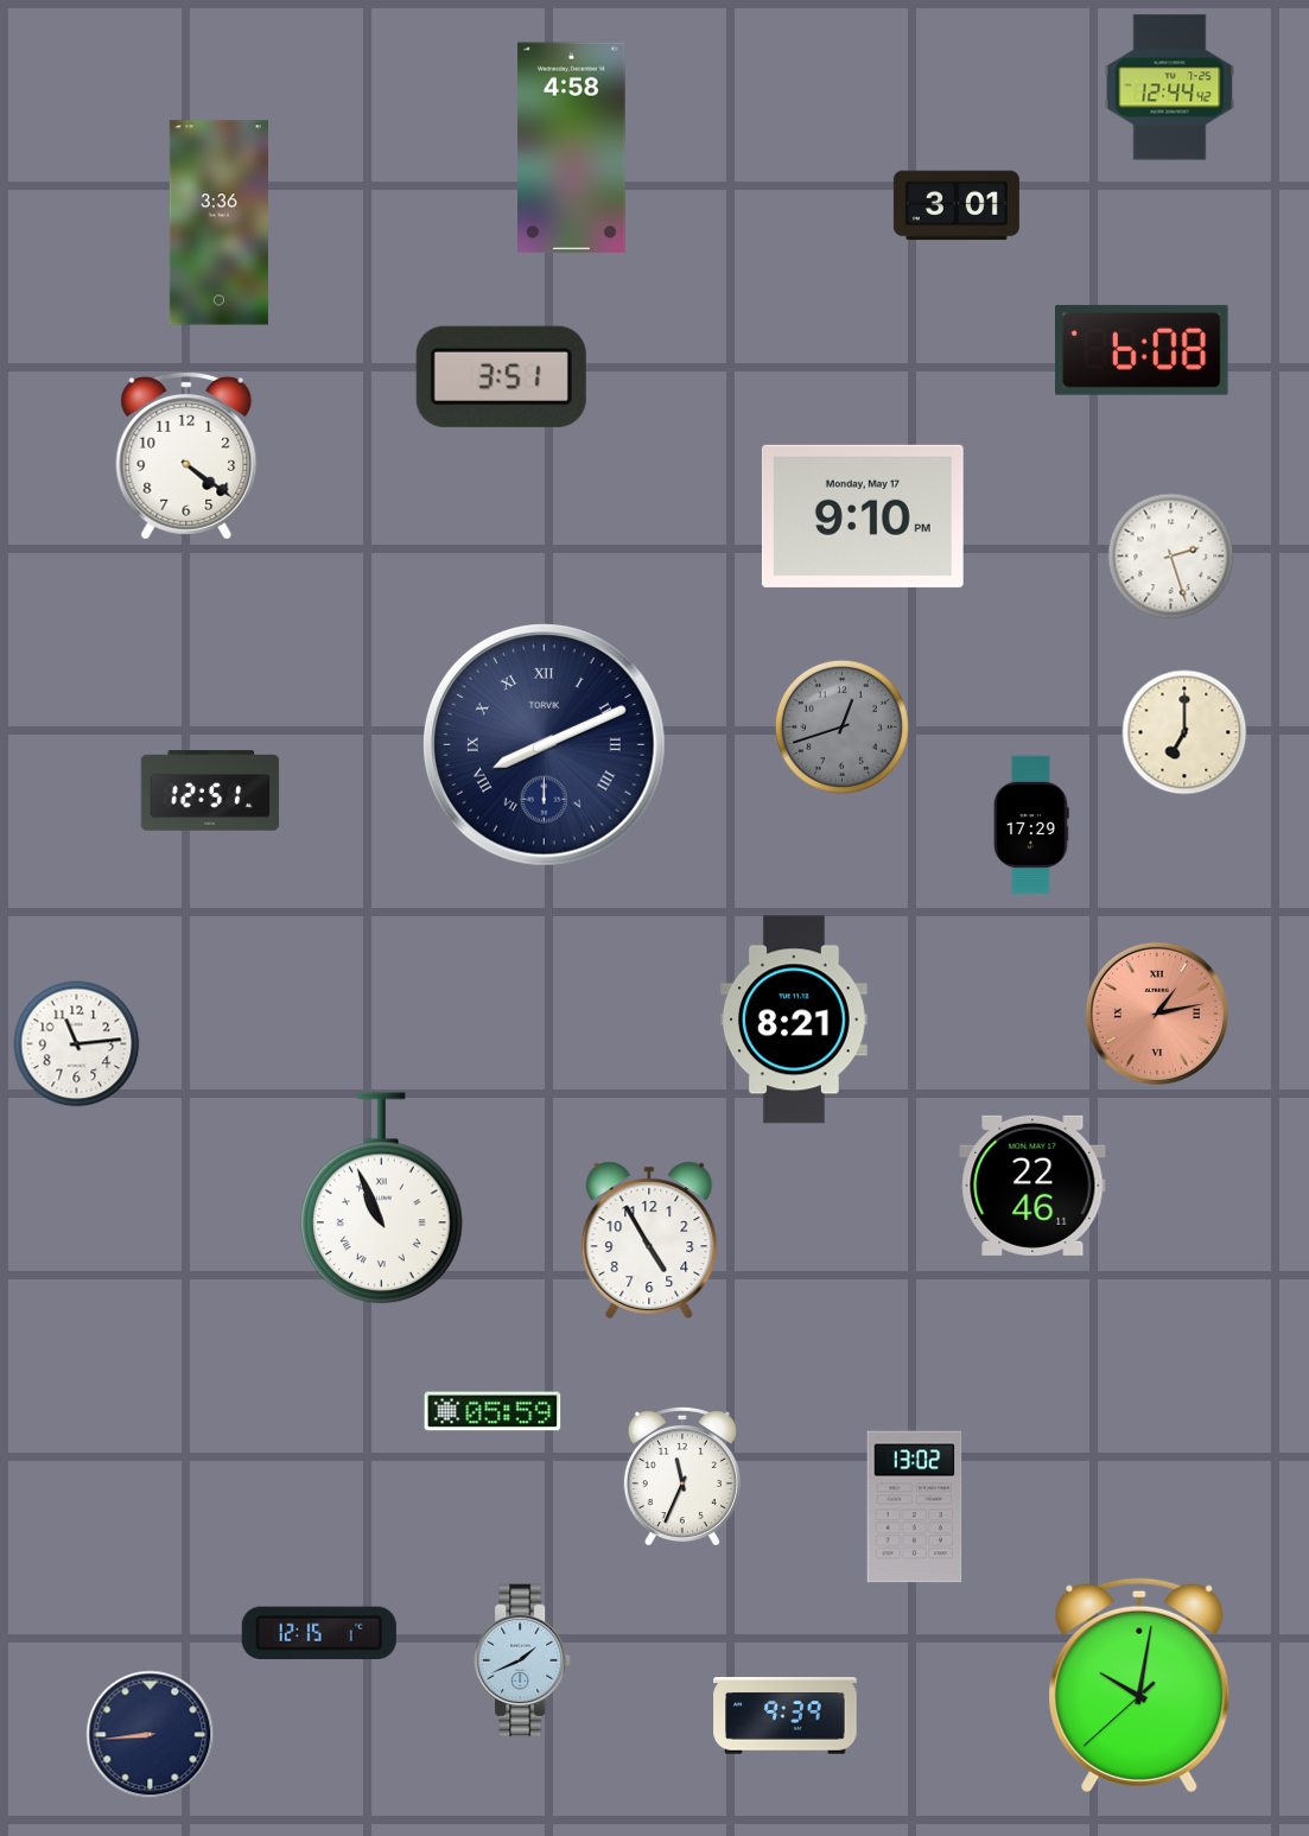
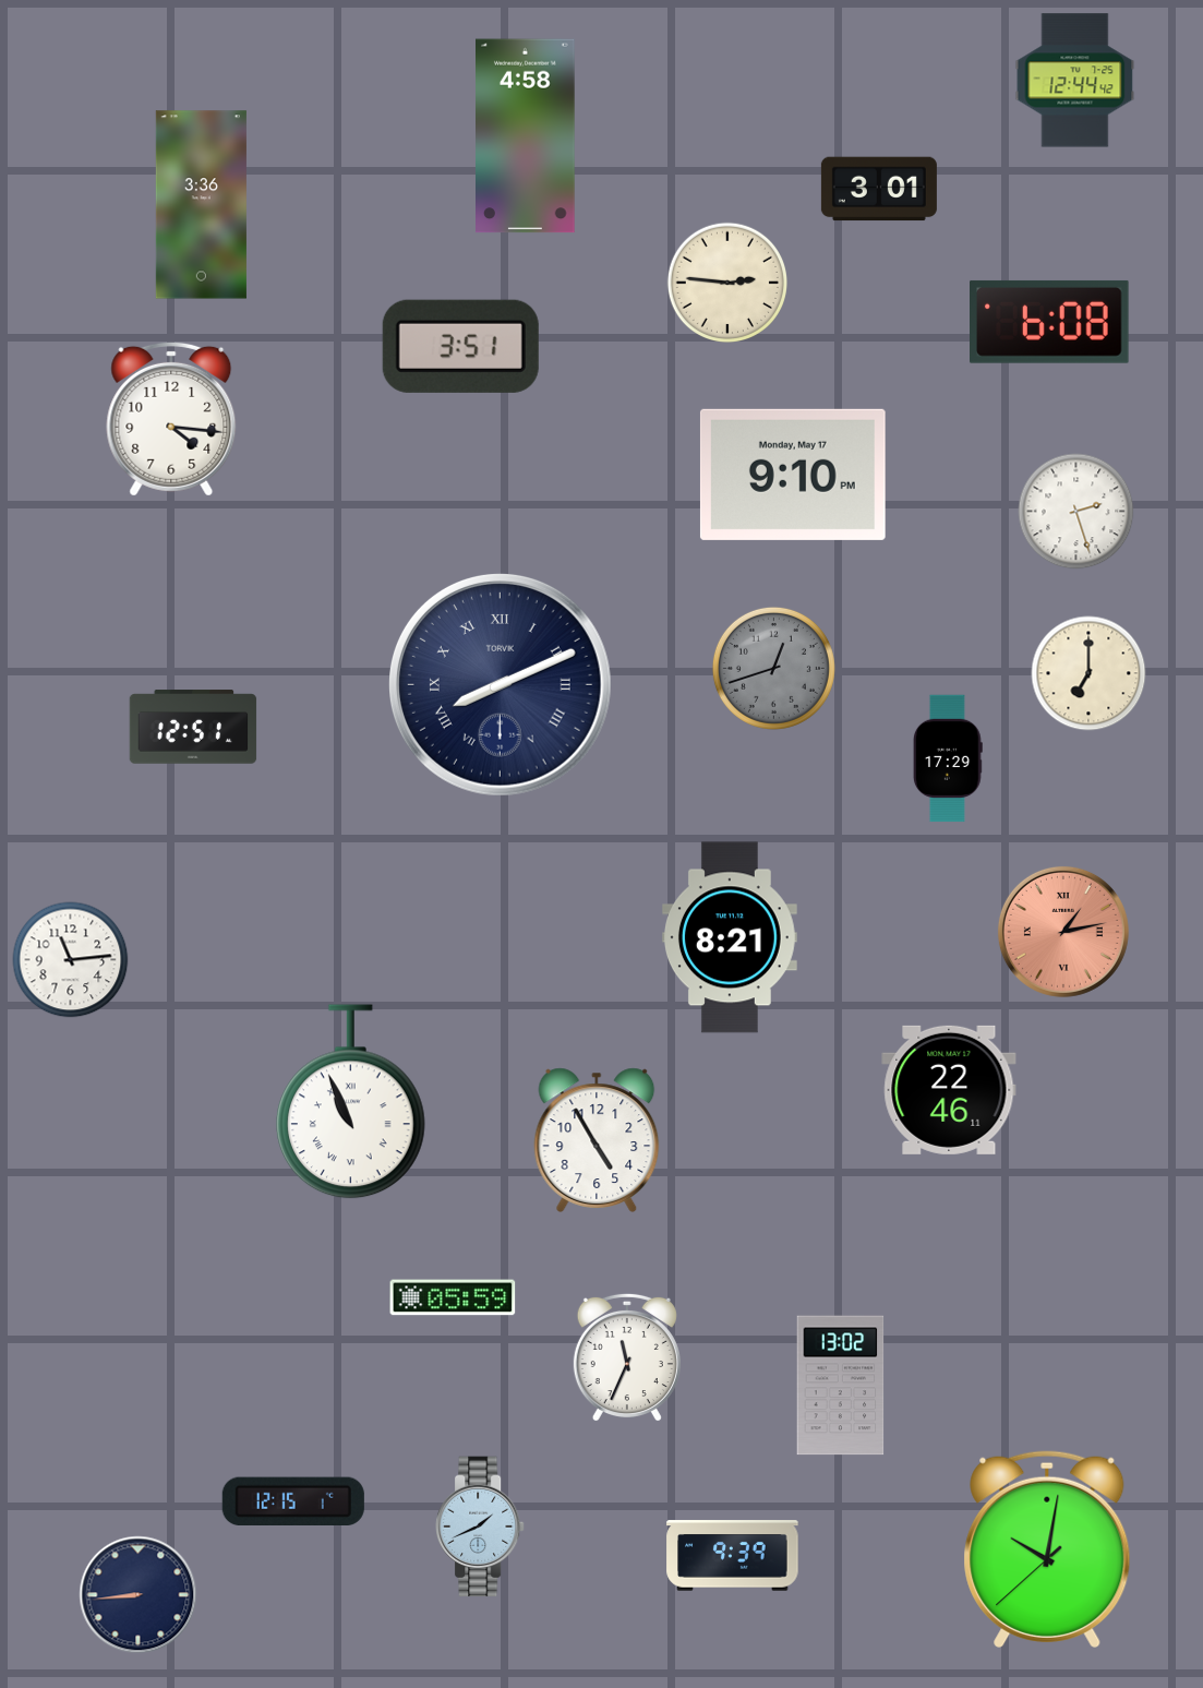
clock at (726, 282): none -> 2:46
clock at (186, 456): 4:21 -> 4:16
clock at (786, 1716) position: (786, 1716) -> (733, 1556)
